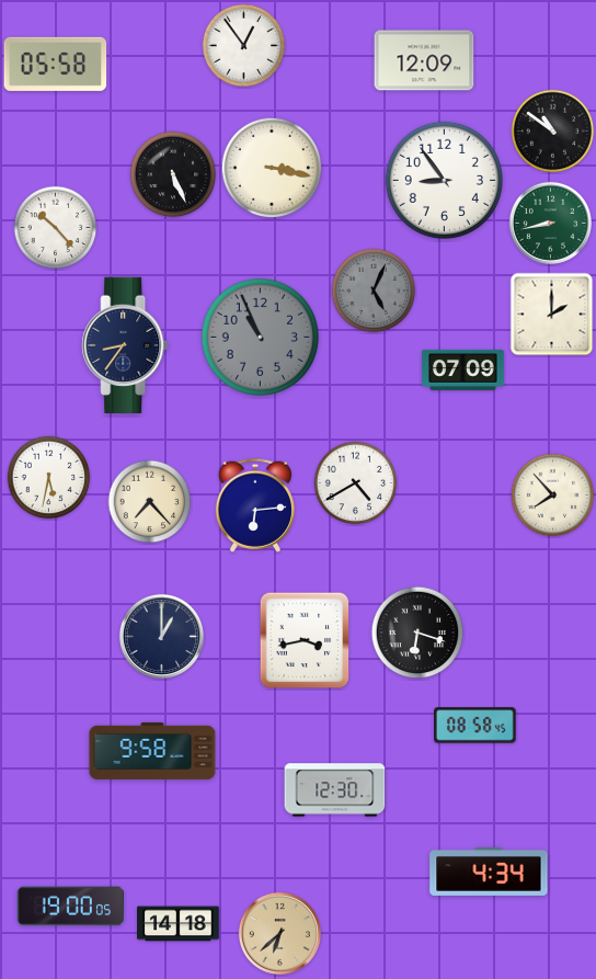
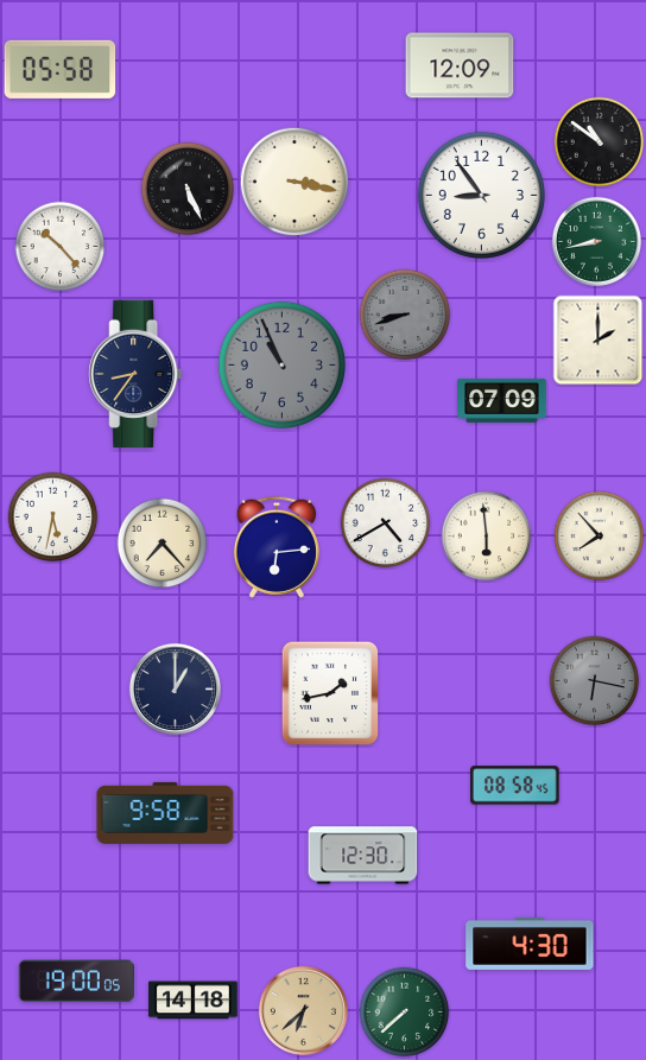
clock at (244, 46): 12:54 -> none
clock at (374, 291): 5:04 -> 8:42
clock at (487, 537): none -> 5:59
clock at (595, 681): none -> 6:17
clock at (417, 633): 6:18 -> none
clock at (305, 640): 3:43 -> 1:43
clock at (489, 872): 4:34 -> 4:30
clock at (405, 1013): none -> 7:38
